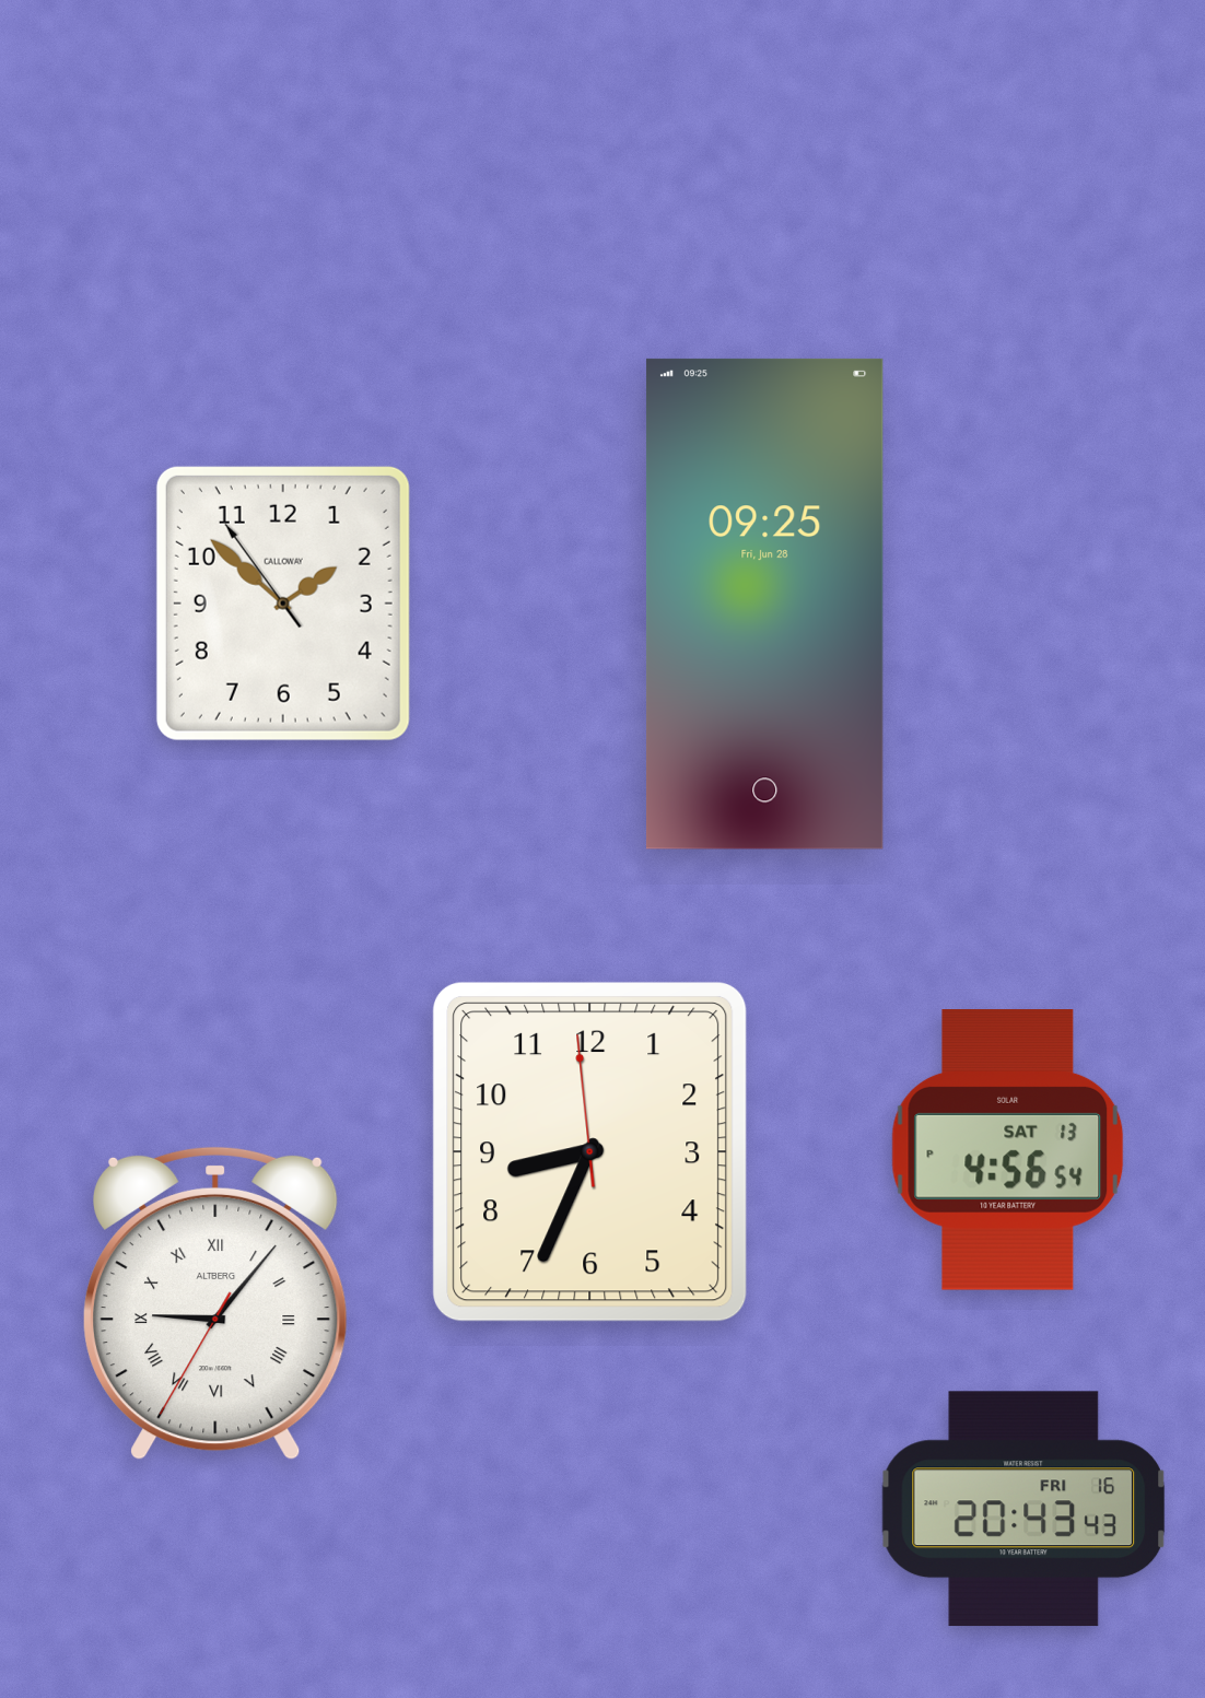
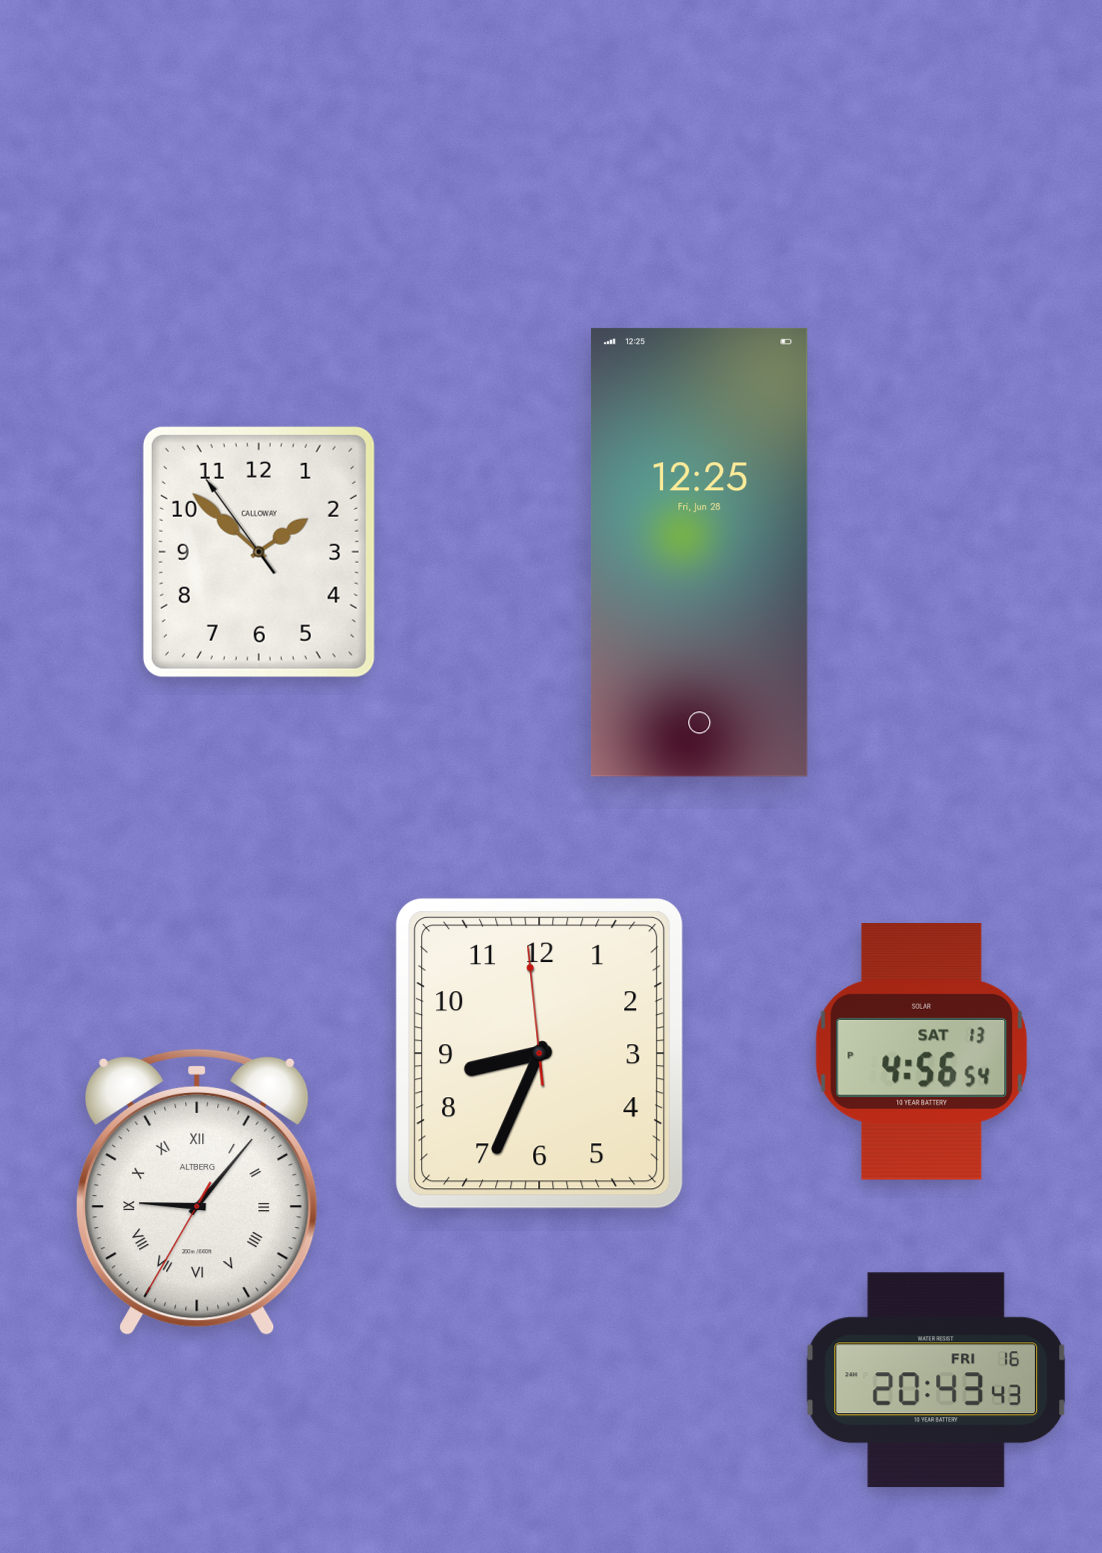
clock at (764, 604): 09:25 -> 12:25
